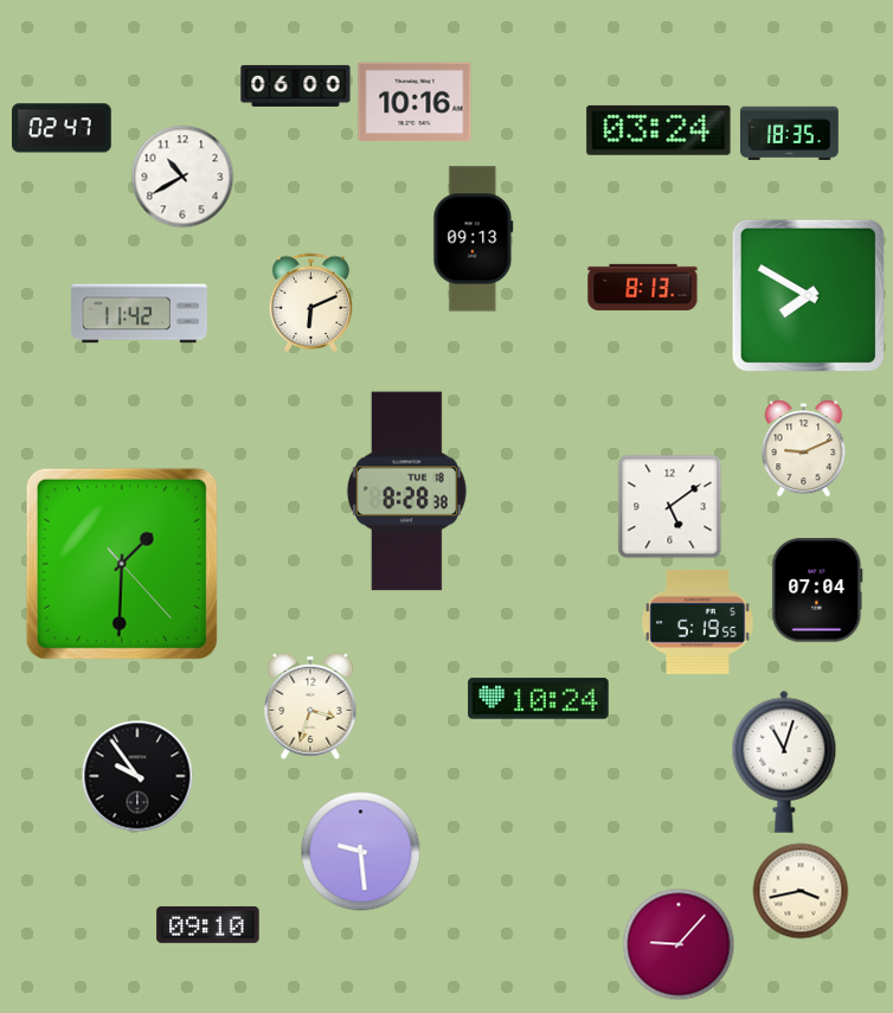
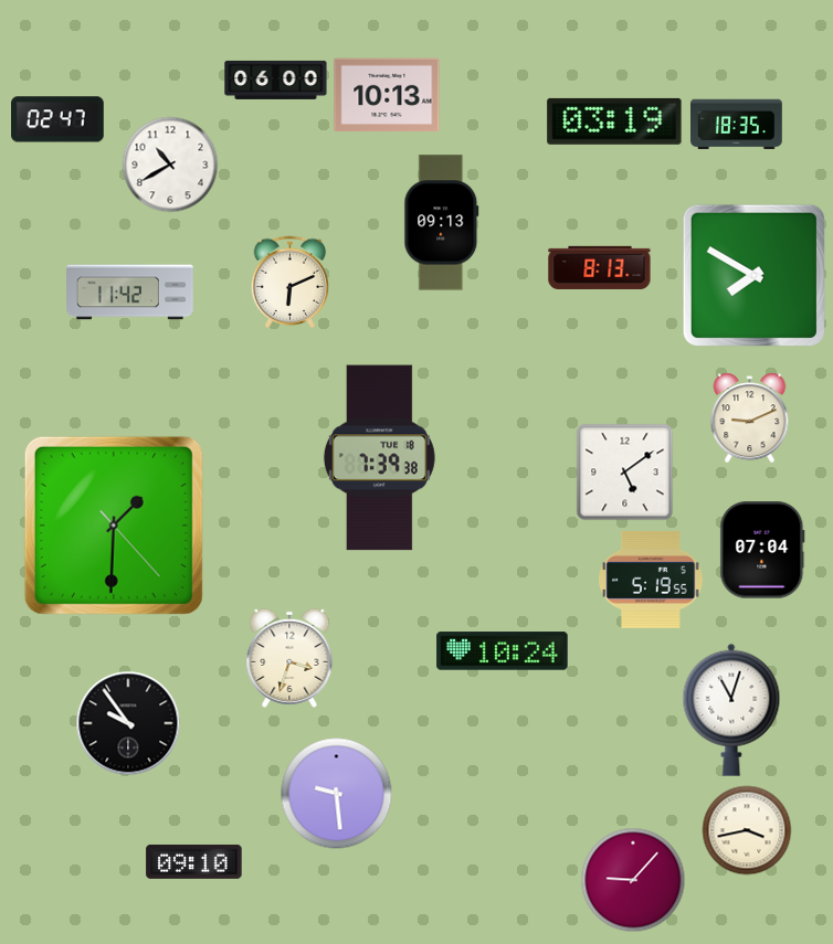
clock at (415, 102): 10:16 -> 10:13
clock at (658, 130): 03:24 -> 03:19
clock at (406, 492): 8:28 -> 7:39
